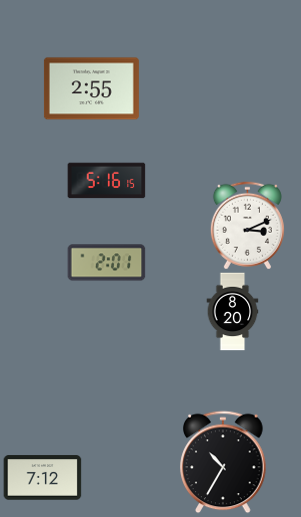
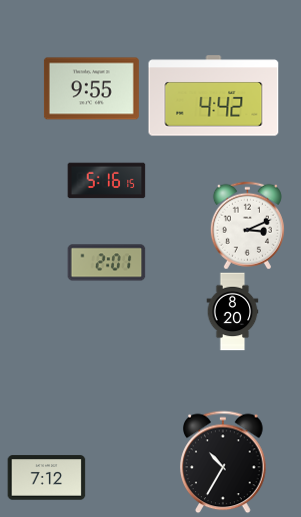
clock at (91, 89): 2:55 -> 9:55
clock at (214, 96): none -> 4:42
clock at (42, 478) position: (42, 478) -> (46, 478)
